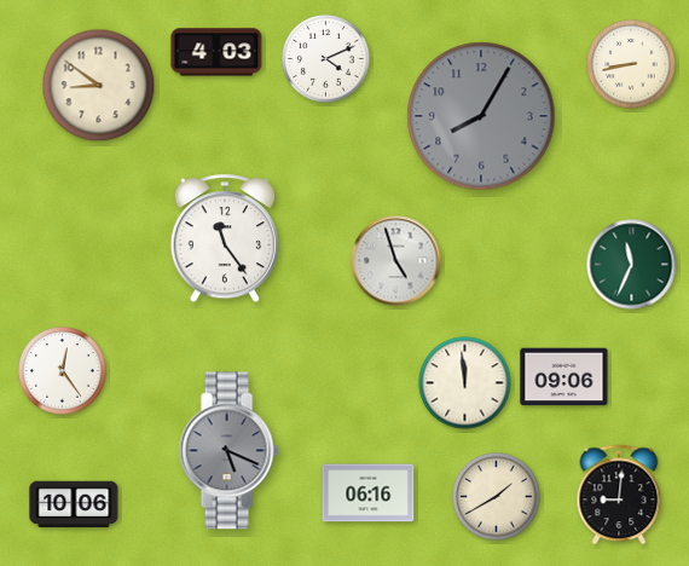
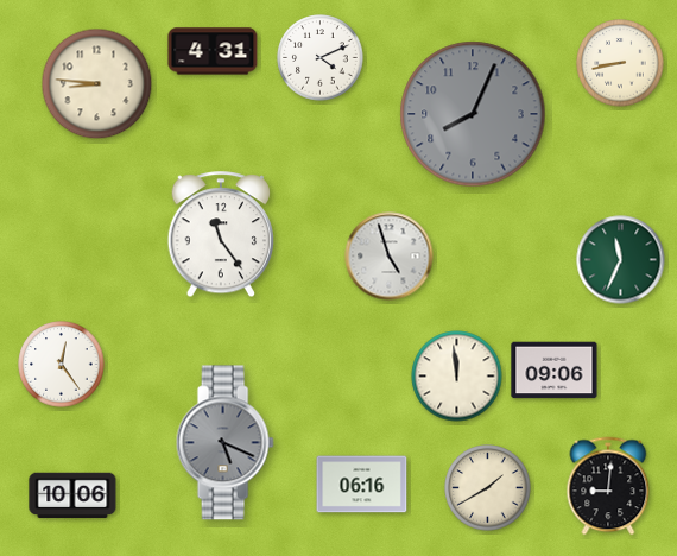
clock at (216, 52): 4:03 -> 4:31
clock at (99, 86): 8:51 -> 8:46
clock at (481, 116): 8:05 -> 8:04
